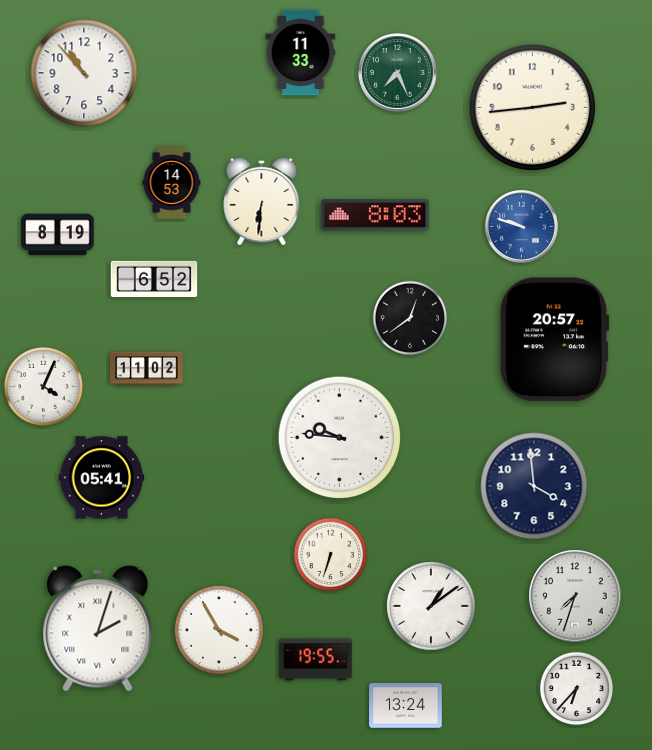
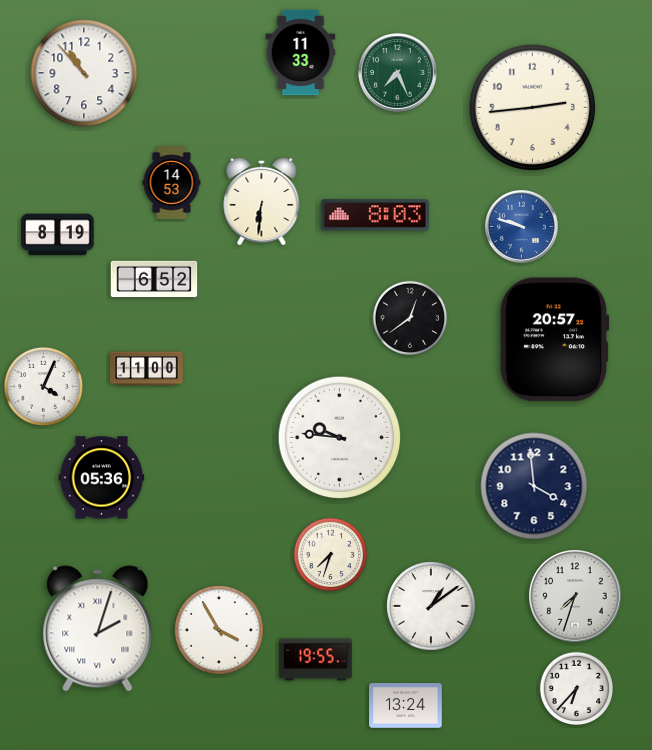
clock at (147, 369): 11:02 -> 11:00
clock at (102, 478): 05:41 -> 05:36
clock at (331, 555): 6:33 -> 7:33
